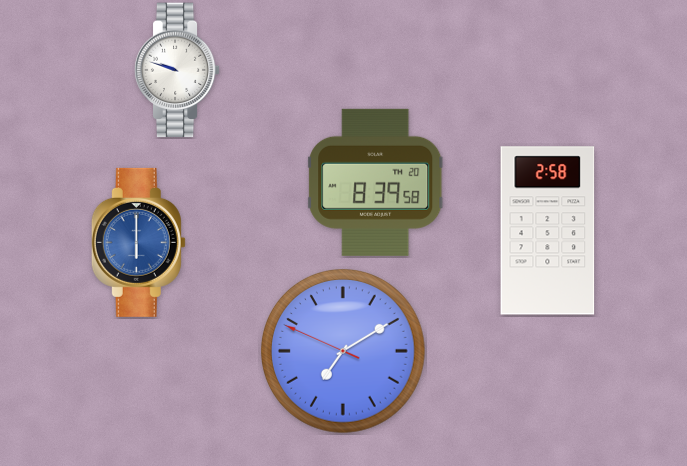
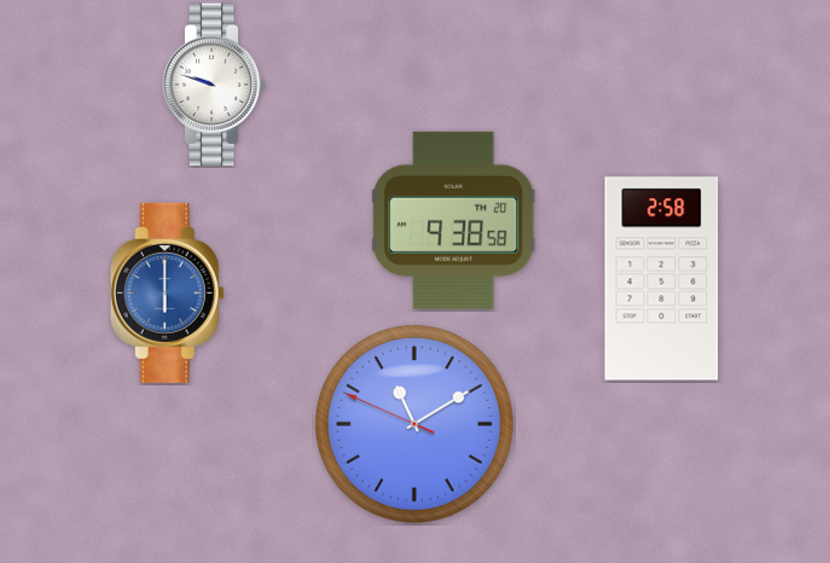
clock at (376, 182): 8:39 -> 9:38
clock at (344, 352): 7:09 -> 11:09
